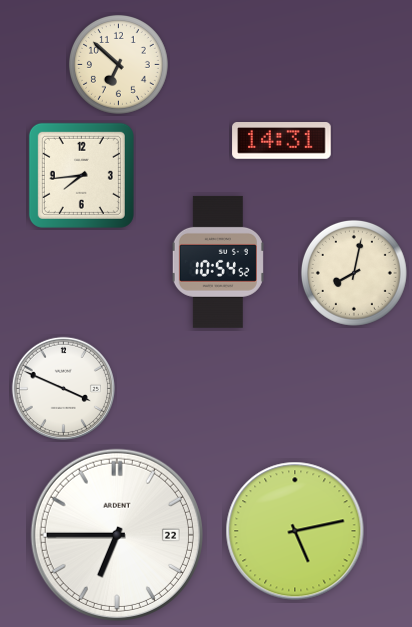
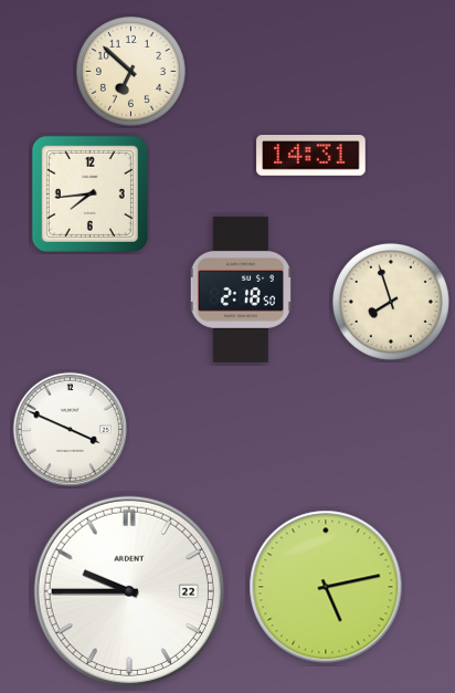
clock at (218, 262): 10:54 -> 2:18
clock at (354, 273): 8:02 -> 7:57
clock at (117, 535): 6:45 -> 9:45
